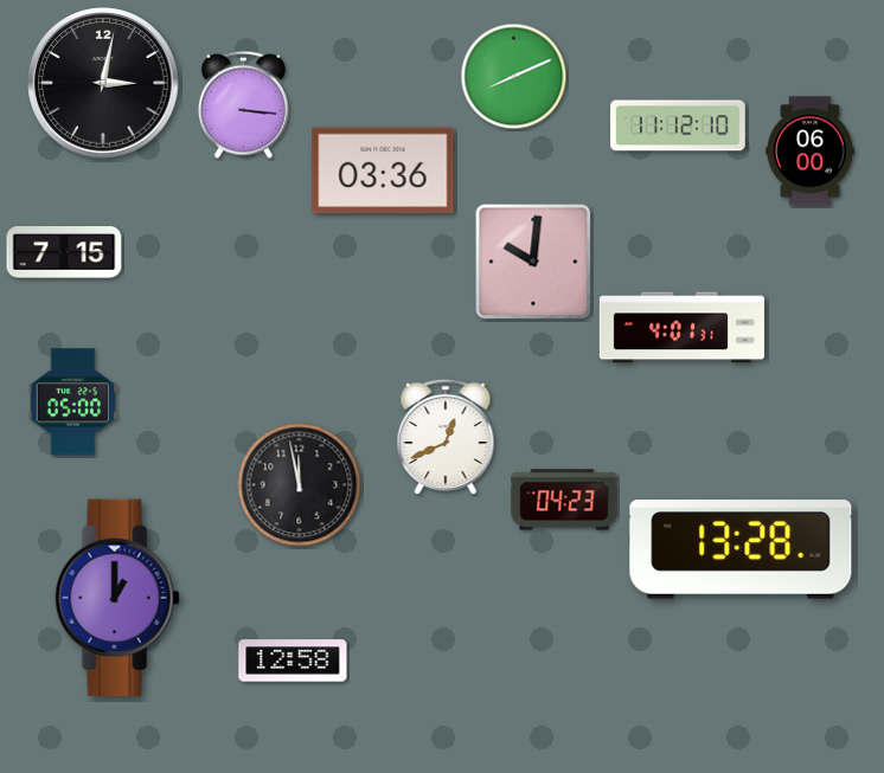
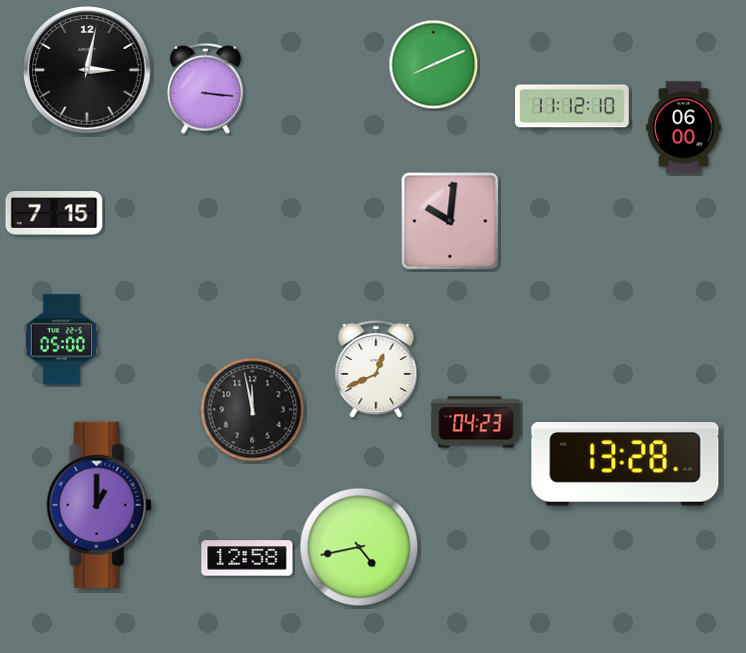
clock at (383, 170): 03:36 -> none
clock at (681, 328): 4:01 -> none
clock at (359, 547): none -> 4:43
